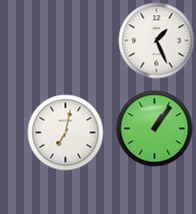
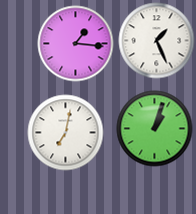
clock at (76, 44): none -> 1:16
clock at (155, 129): 1:06 -> 1:03
